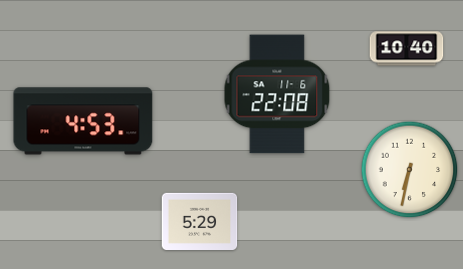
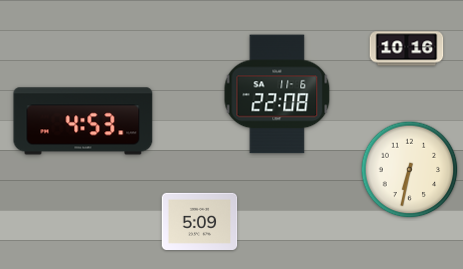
clock at (407, 49): 10:40 -> 10:16
clock at (200, 221): 5:29 -> 5:09
